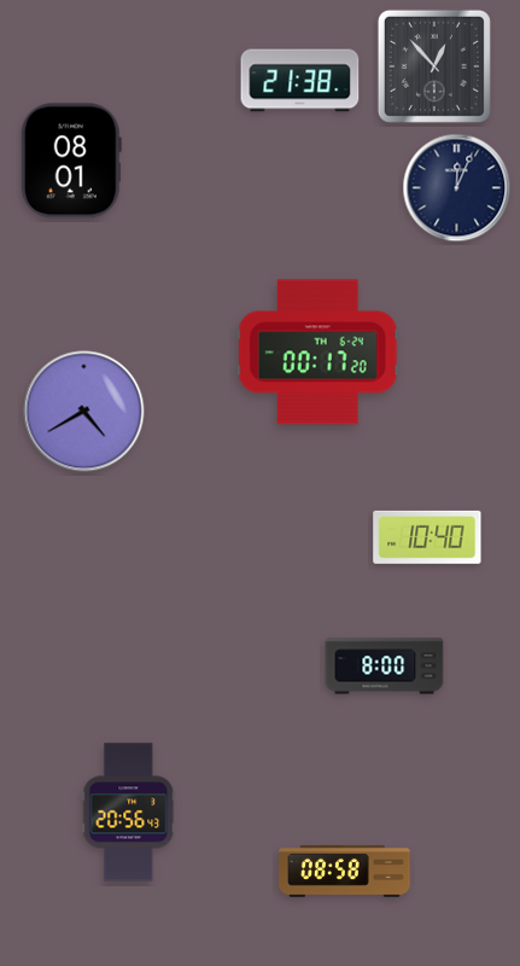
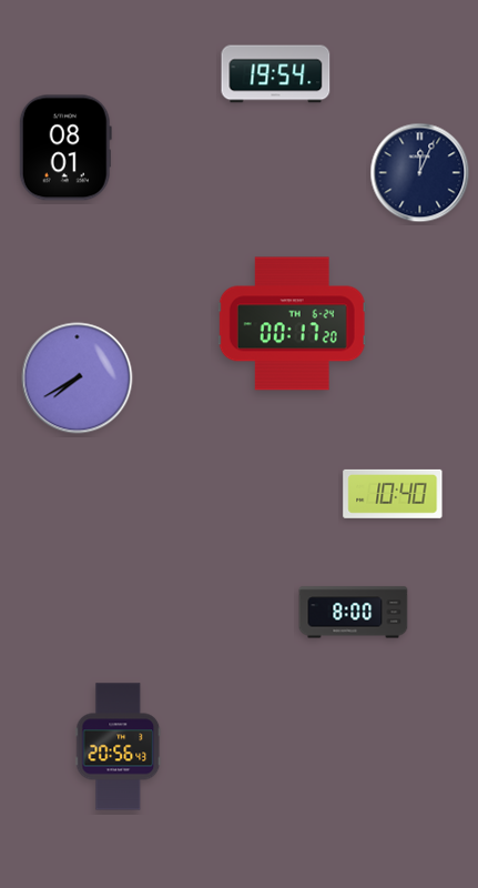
clock at (434, 66): 12:53 -> none
clock at (300, 81): 21:38 -> 19:54
clock at (84, 412): 4:40 -> 7:40
clock at (345, 872): 08:58 -> none
